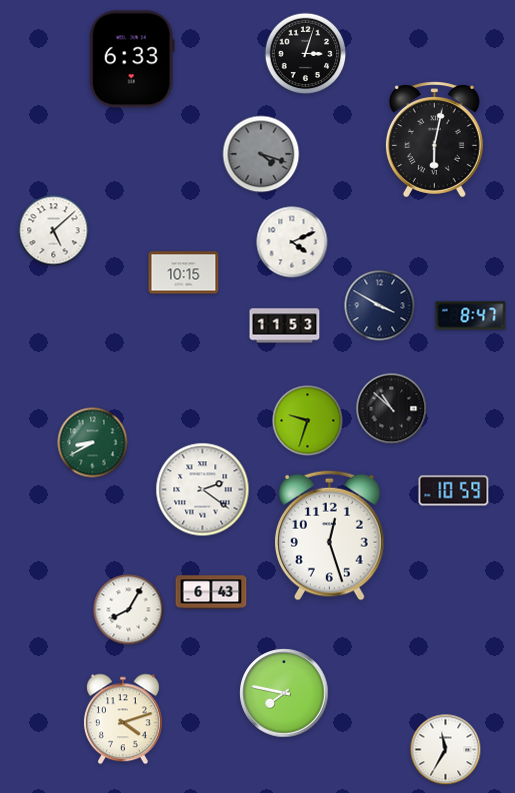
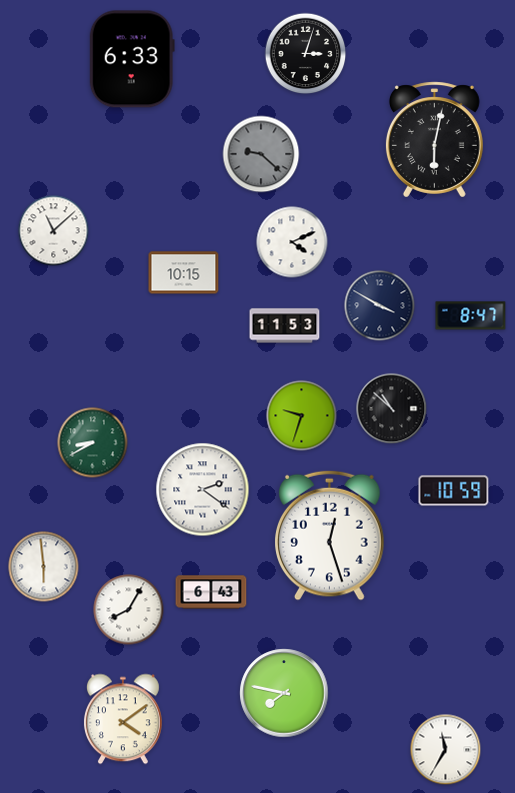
clock at (261, 154): 4:18 -> 9:22
clock at (54, 231): 5:08 -> 11:08
clock at (308, 421) position: (308, 421) -> (302, 416)
clock at (44, 567): none -> 5:59
clock at (123, 719): 4:12 -> 4:09
